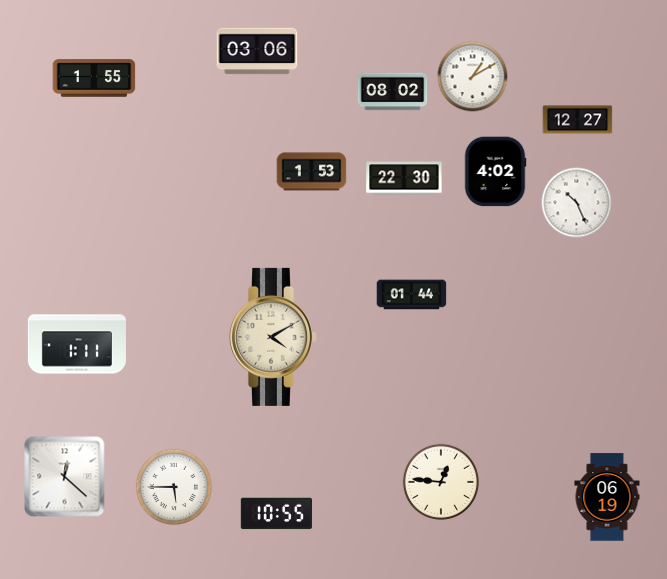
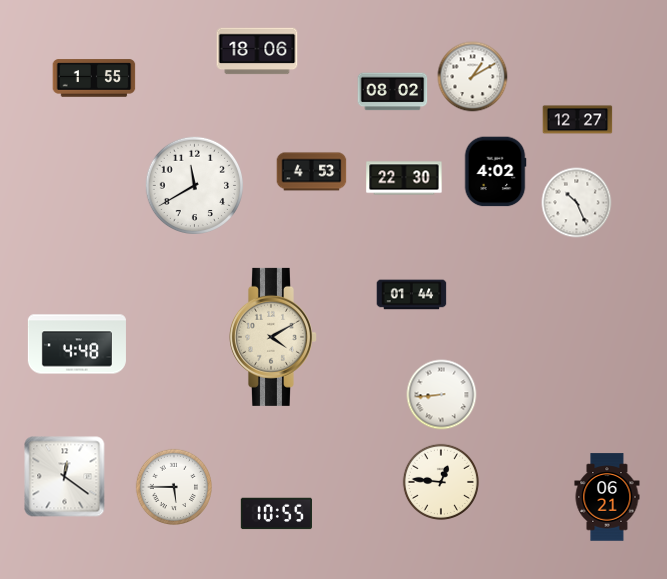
clock at (257, 51): 03:06 -> 18:06
clock at (312, 172): 1:53 -> 4:53
clock at (194, 185): none -> 11:40
clock at (77, 344): 1:11 -> 4:48
clock at (442, 395): none -> 8:44
clock at (65, 477): 12:22 -> 12:21
clock at (607, 497): 06:19 -> 06:21
